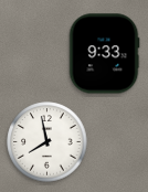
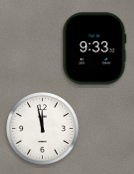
clock at (47, 142): 7:58 -> 11:58
